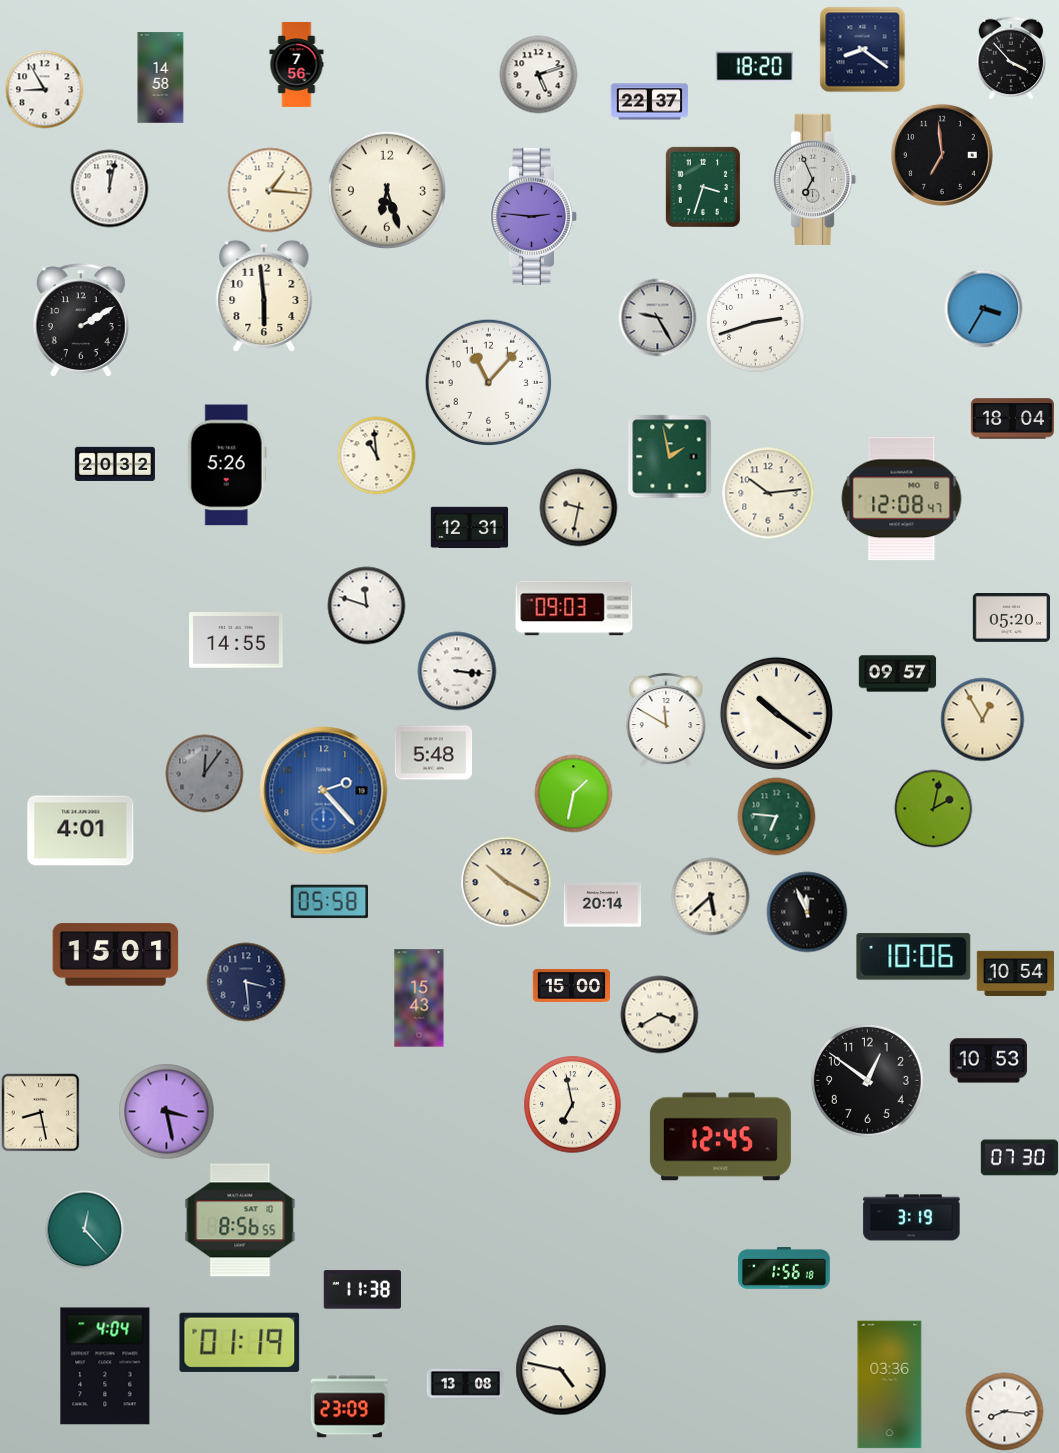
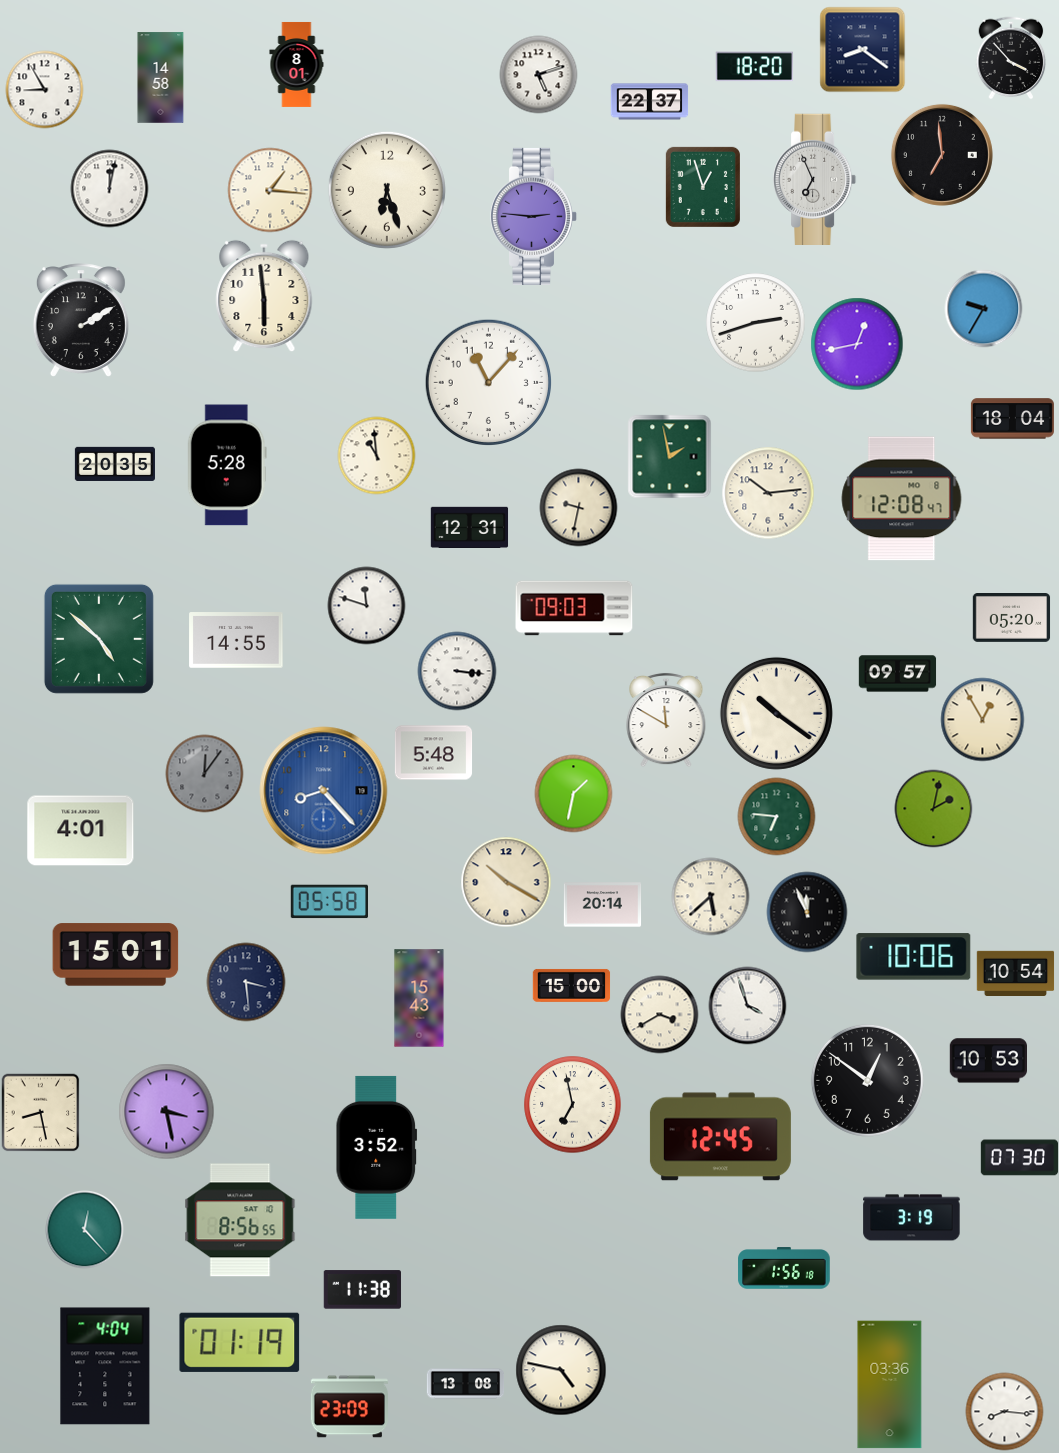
clock at (297, 64): 7:56 -> 8:01
clock at (703, 187): 3:33 -> 12:57
clock at (983, 308): 3:35 -> 9:35
clock at (657, 317): 9:25 -> none
clock at (857, 344): none -> 12:43
clock at (115, 464): 20:32 -> 20:35
clock at (227, 465): 5:26 -> 5:28
clock at (99, 639): none -> 4:52
clock at (324, 791): 2:23 -> 8:23
clock at (747, 1005): none -> 3:57
clock at (376, 1147): none -> 3:52
